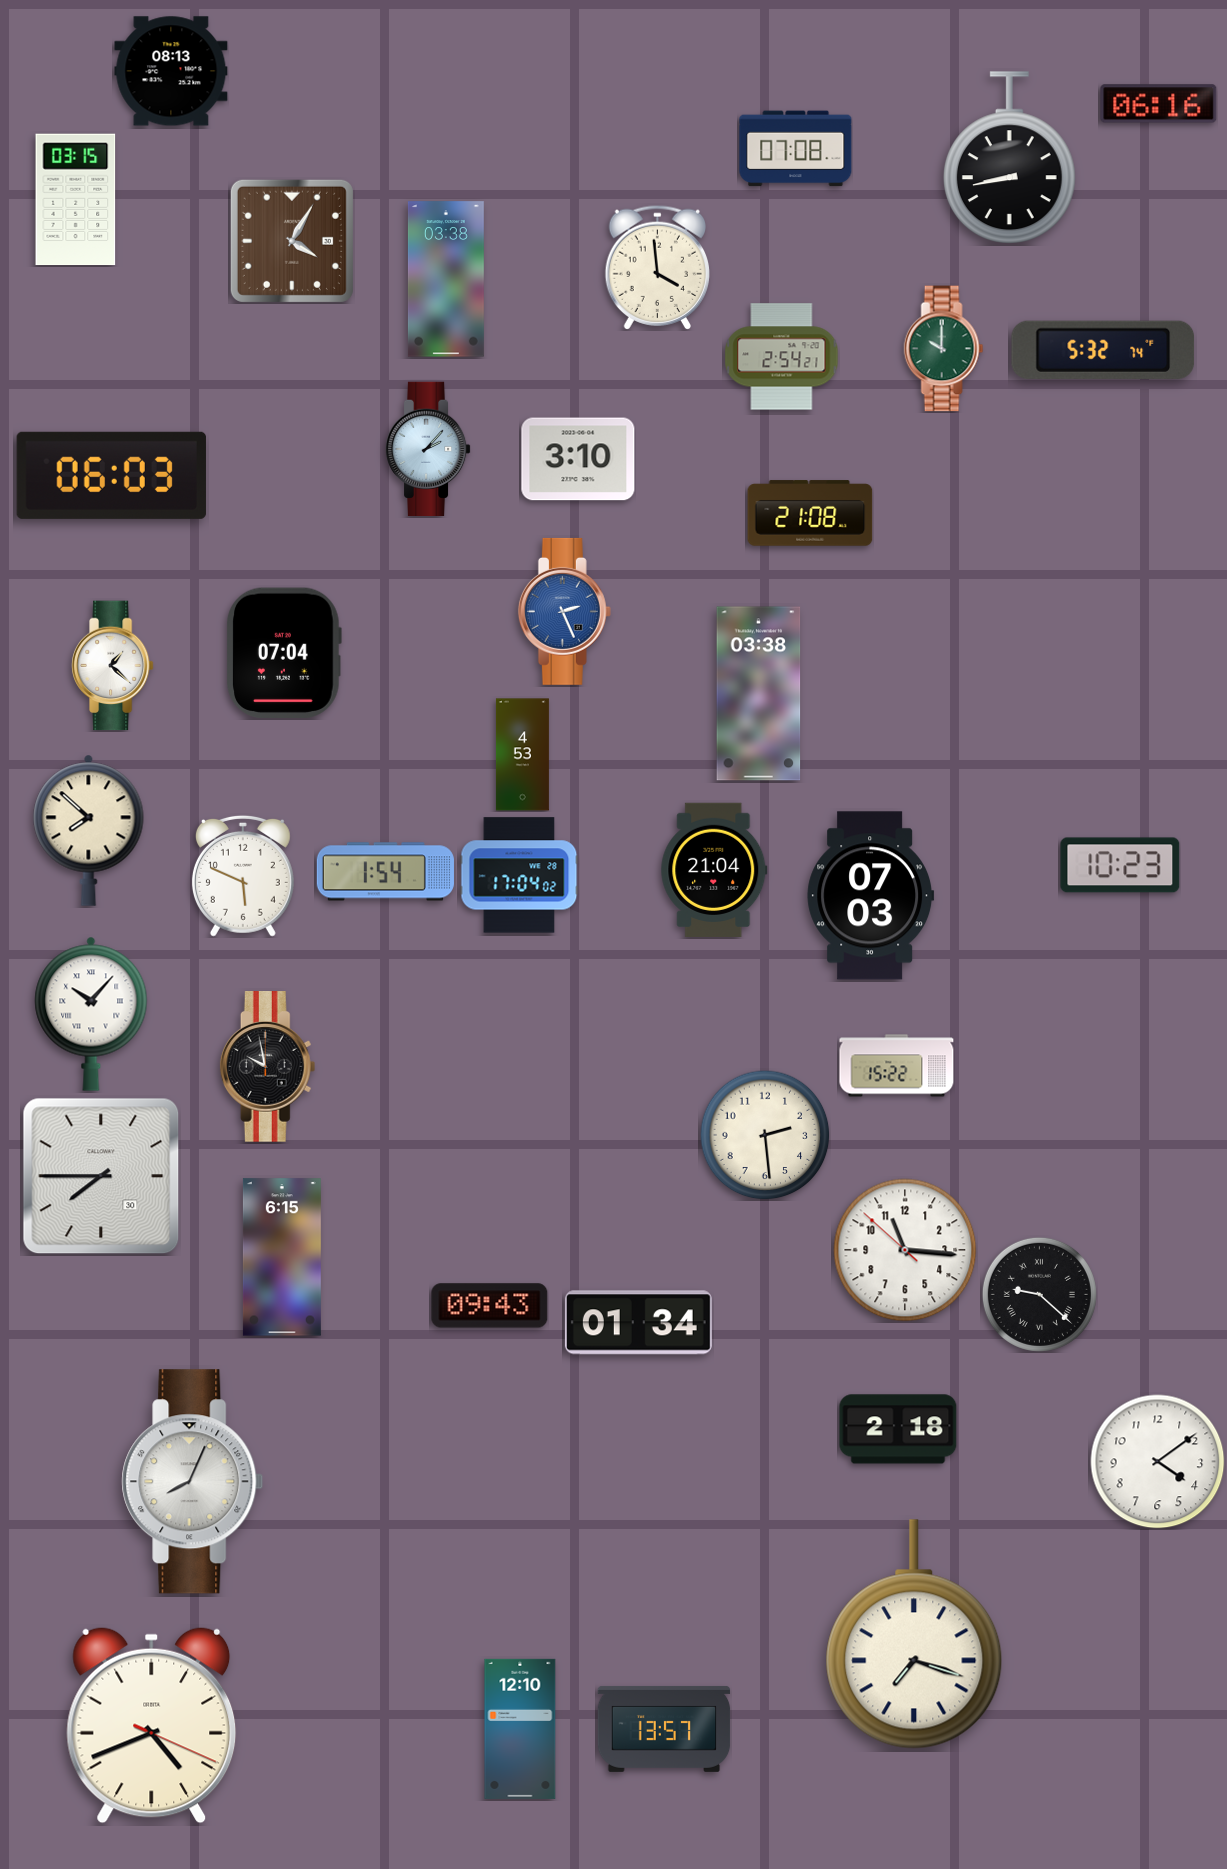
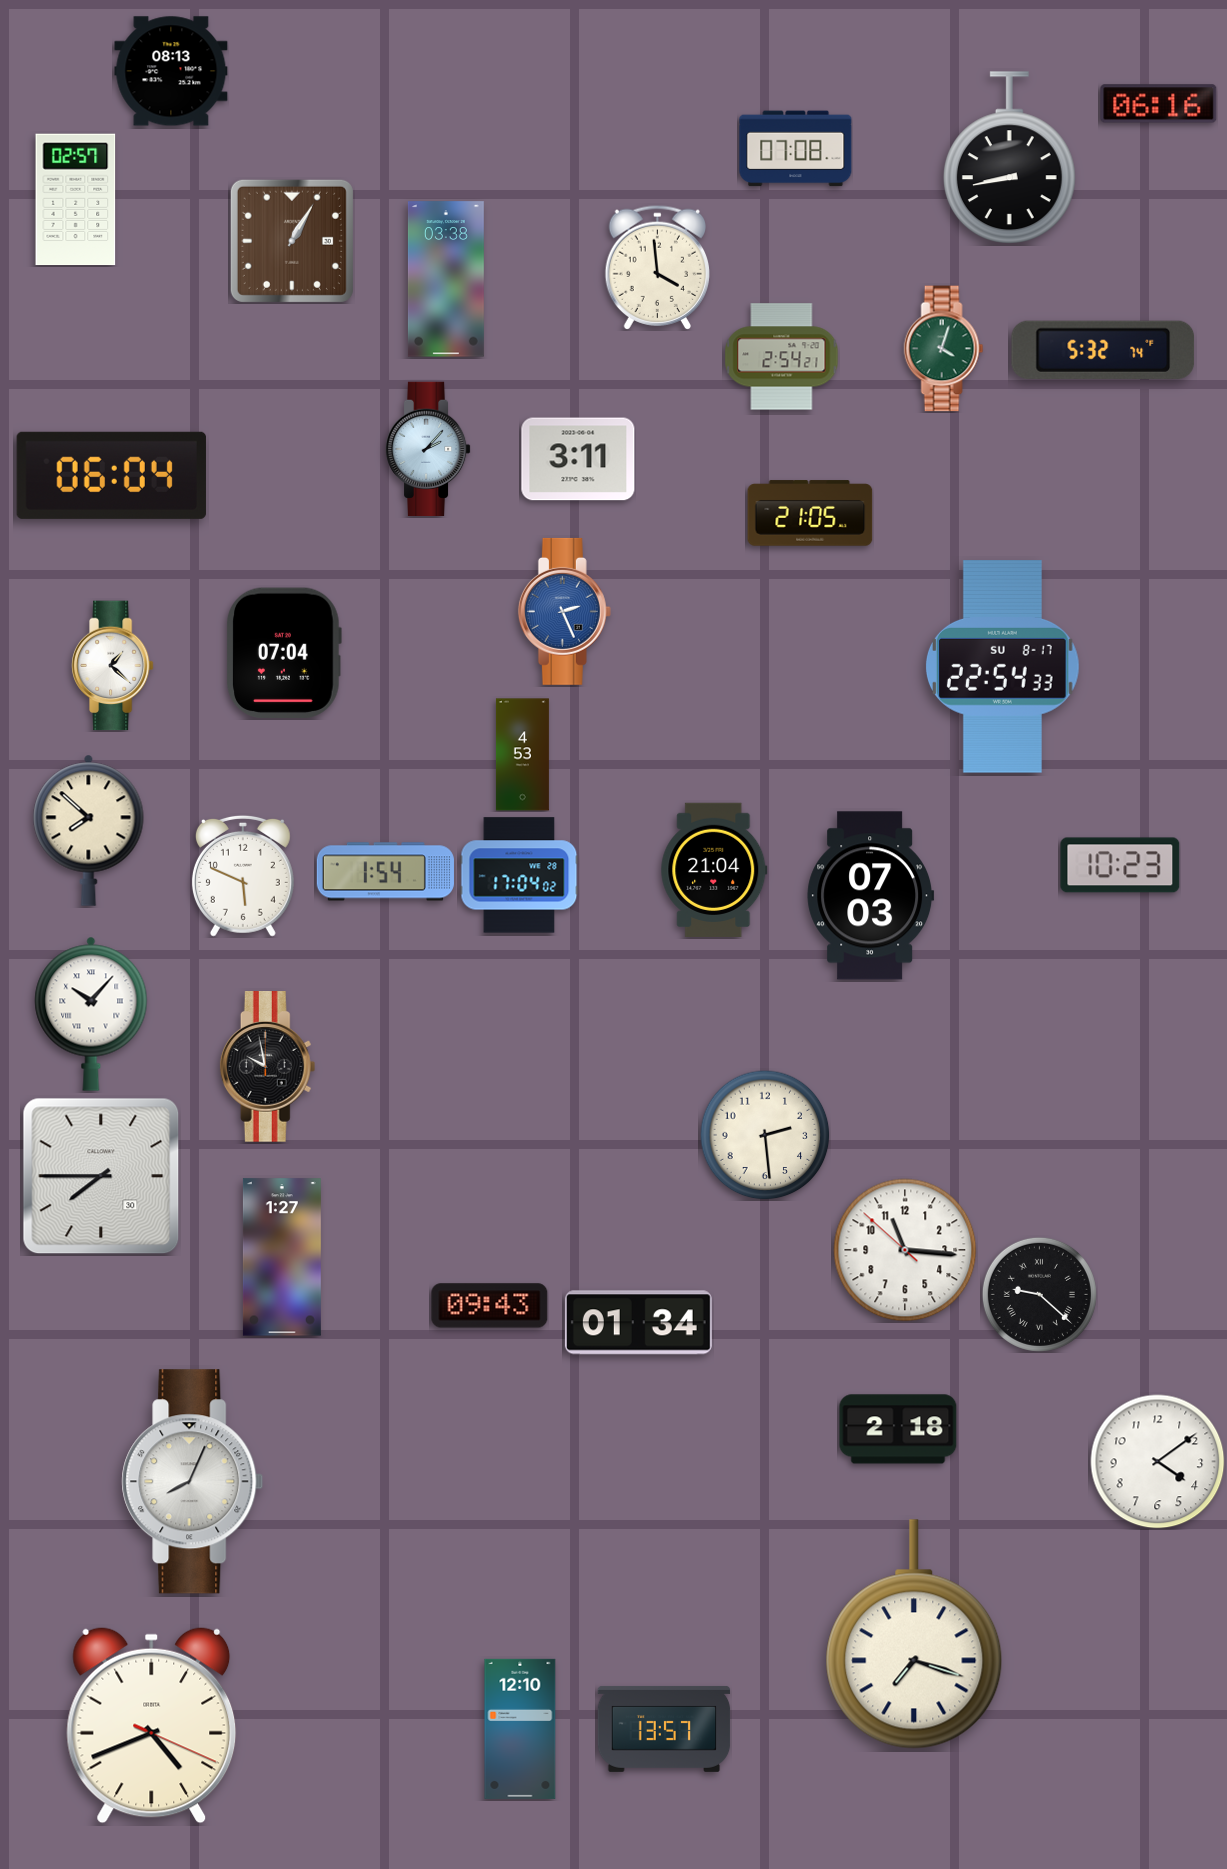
clock at (76, 200): 03:15 -> 02:57
clock at (292, 241): 4:05 -> 1:05
clock at (944, 349): 10:00 -> 4:03
clock at (578, 459): 3:10 -> 3:11
clock at (111, 475): 06:03 -> 06:04
clock at (810, 513): 21:08 -> 21:05
clock at (1002, 667): none -> 22:54
clock at (759, 694): 03:38 -> none
clock at (897, 1066): 15:22 -> none
clock at (282, 1257): 6:15 -> 1:27
